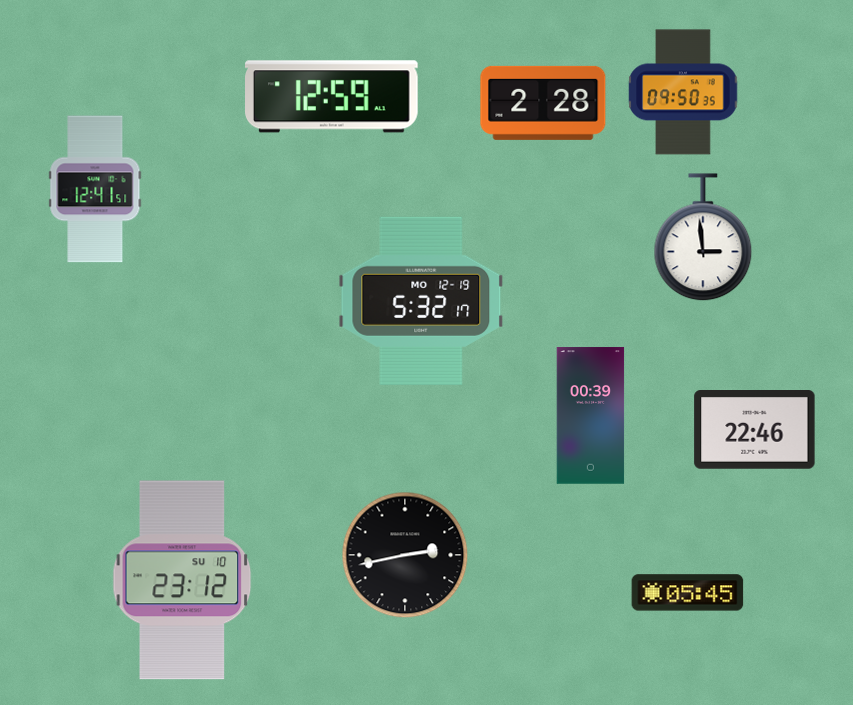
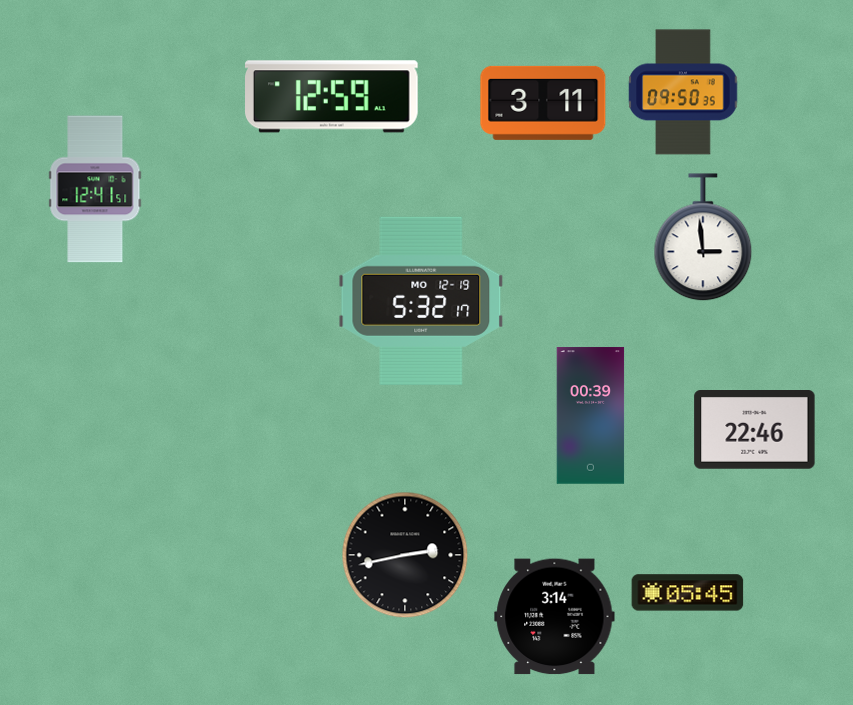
clock at (543, 103): 2:28 -> 3:11
clock at (182, 580): 23:12 -> none
clock at (555, 617): none -> 3:14
